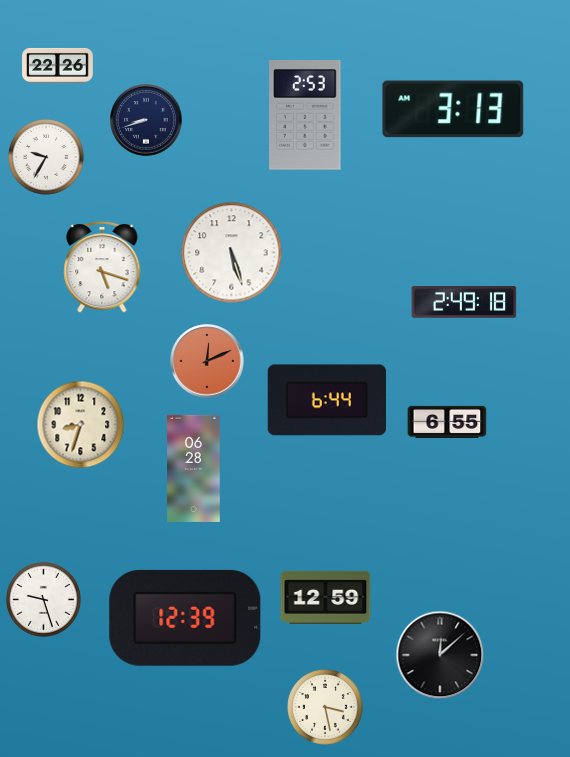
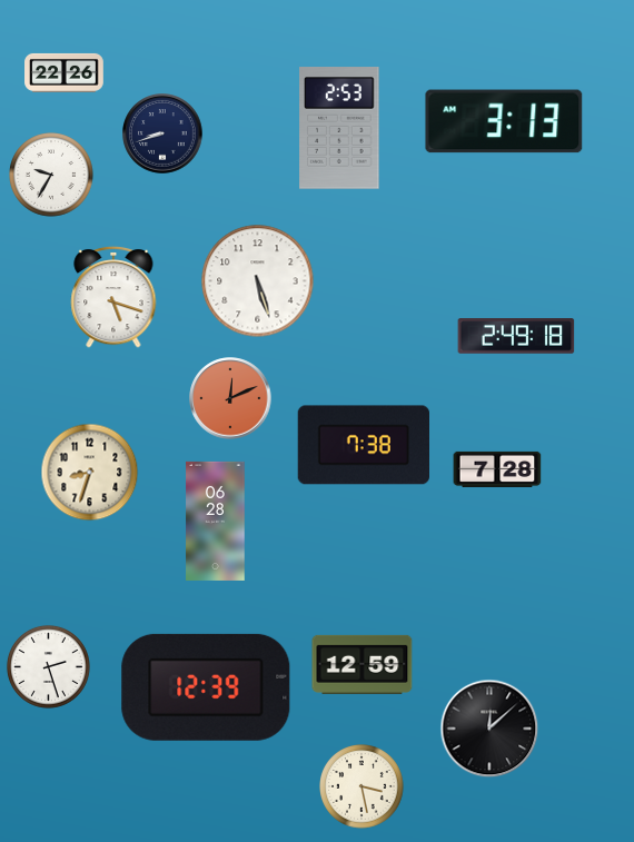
clock at (207, 361) position: (207, 361) -> (230, 398)
clock at (326, 400): 6:44 -> 7:38
clock at (447, 422): 6:55 -> 7:28
clock at (43, 599): 9:27 -> 2:27
